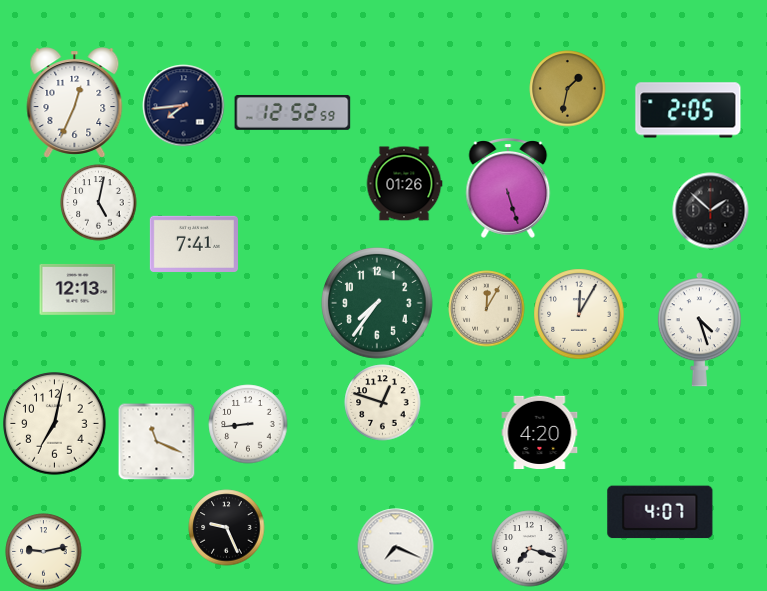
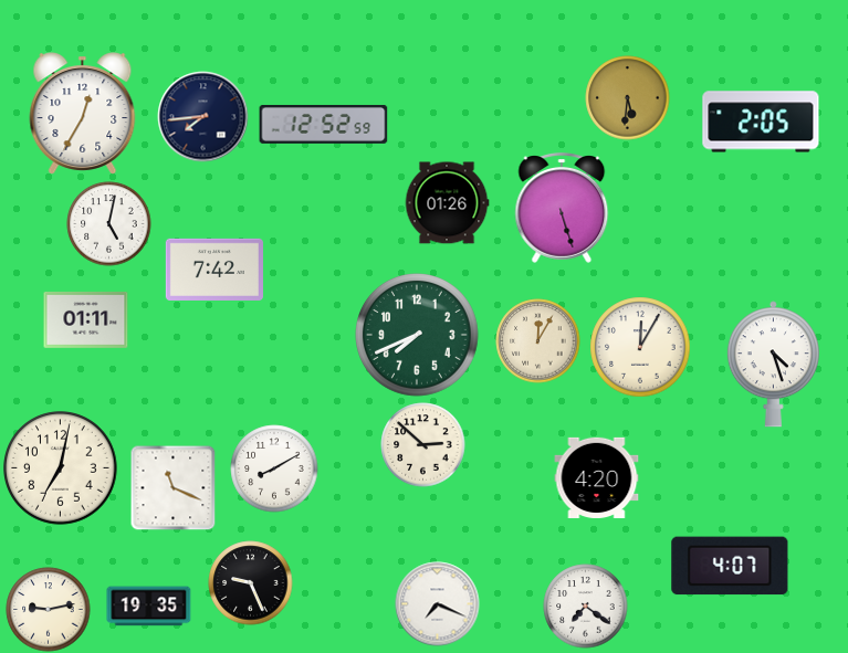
clock at (568, 89): 1:32 -> 5:31
clock at (75, 103): 12:34 -> 12:35
clock at (711, 211): 1:52 -> none
clock at (194, 244): 7:41 -> 7:42
clock at (78, 289): 12:13 -> 01:11
clock at (378, 304): 7:36 -> 7:41
clock at (383, 403): 12:48 -> 2:52
clock at (248, 424): 8:44 -> 8:10
clock at (149, 607): none -> 19:35
clock at (530, 549): 7:18 -> 7:21
